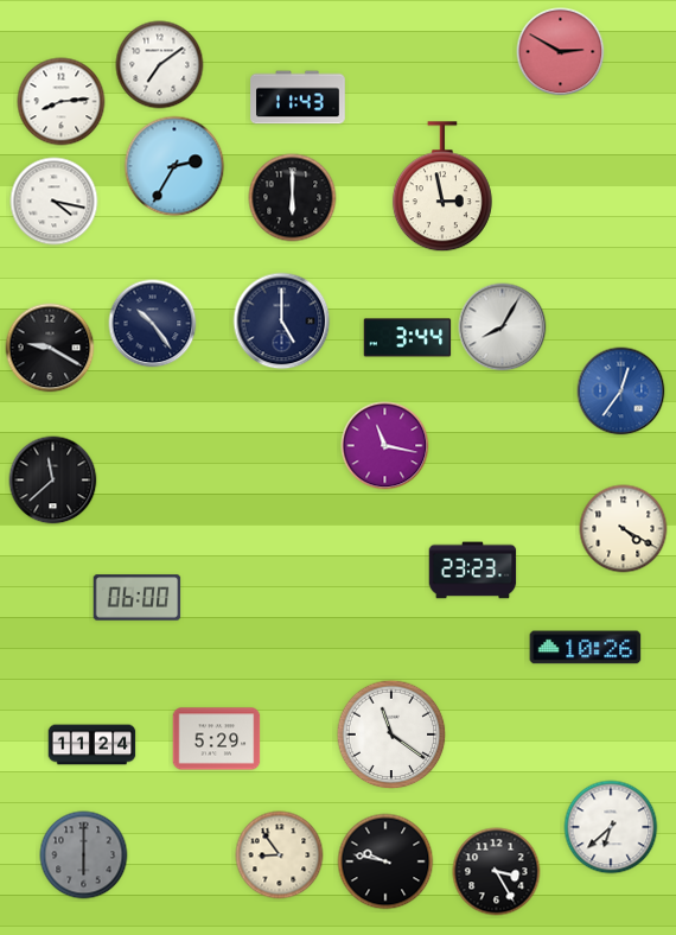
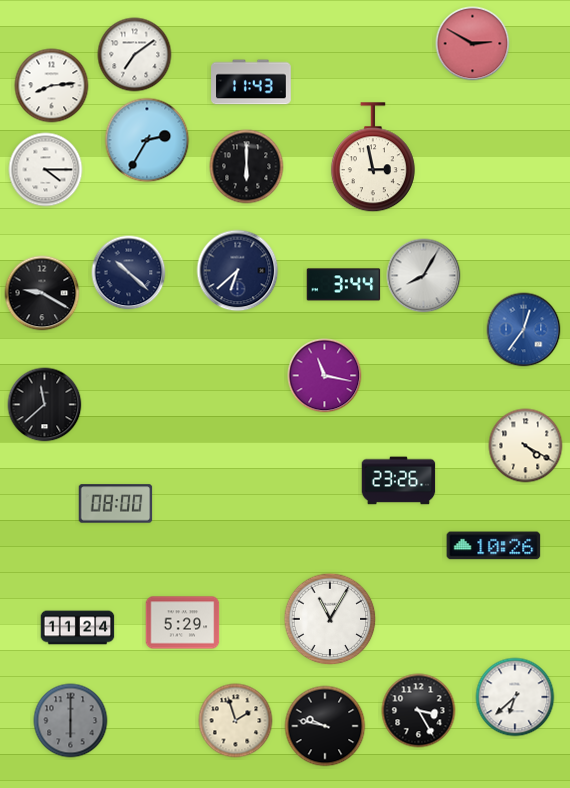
clock at (55, 202): 4:17 -> 4:15
clock at (282, 322): 5:00 -> 6:38
clock at (153, 324): 10:24 -> 10:22
clock at (473, 571): 23:23 -> 23:26
clock at (138, 598): 06:00 -> 08:00
clock at (391, 734): 11:21 -> 11:05
clock at (280, 856): 8:54 -> 1:57
clock at (497, 872) position: (497, 872) -> (419, 711)
